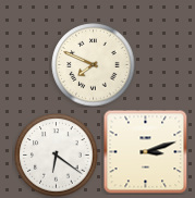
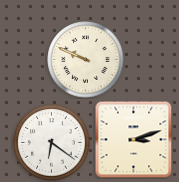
clock at (94, 65): 7:49 -> 9:49
